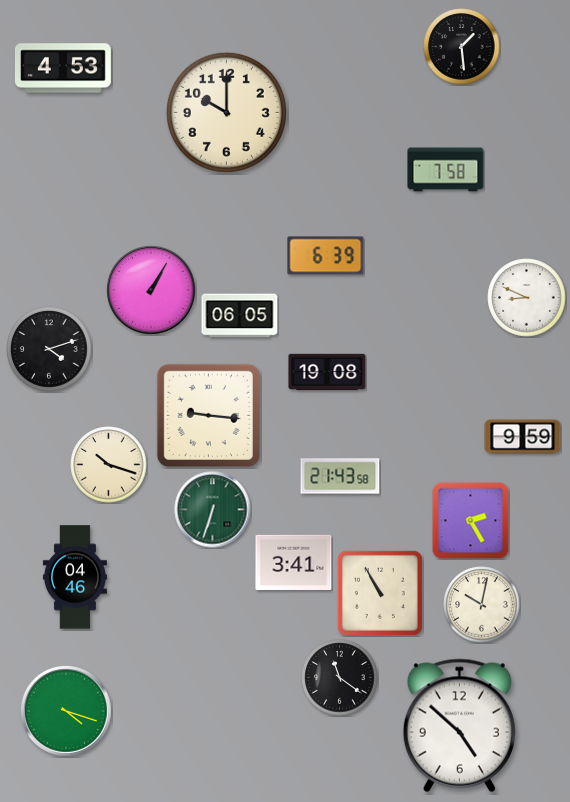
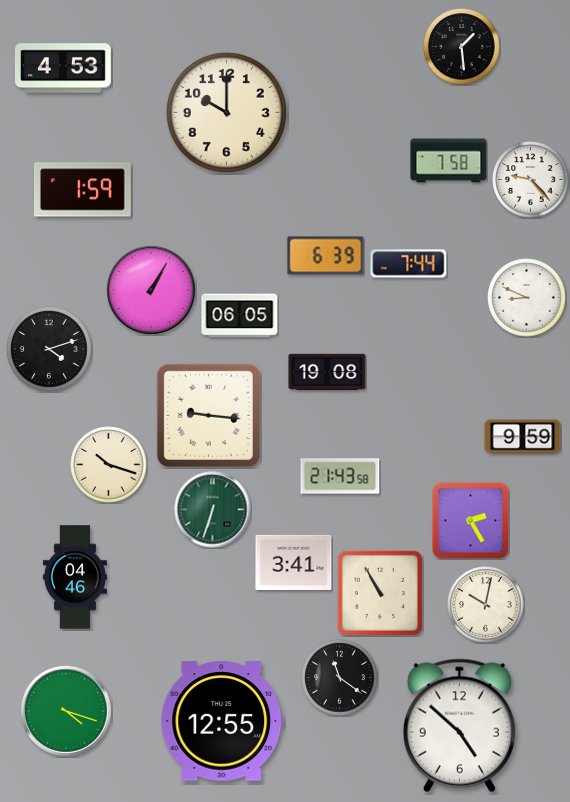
clock at (446, 170) position: (446, 170) -> (449, 161)
clock at (531, 180): none -> 9:23
clock at (83, 190): none -> 1:59
clock at (409, 264): none -> 7:44
clock at (482, 605) position: (482, 605) -> (486, 605)
clock at (222, 721): none -> 12:55
